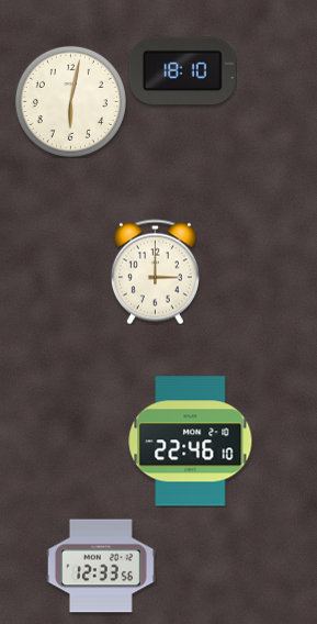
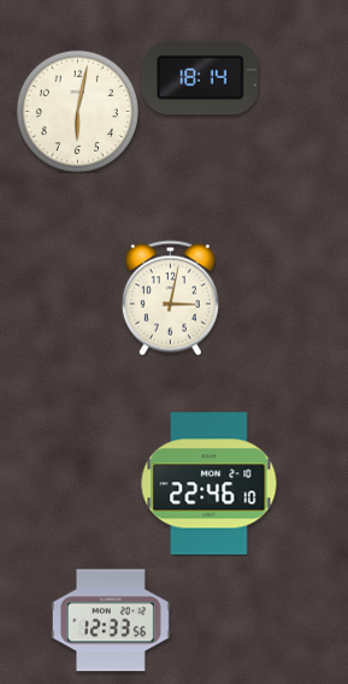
clock at (182, 71): 18:10 -> 18:14
clock at (155, 271): 3:00 -> 3:02
